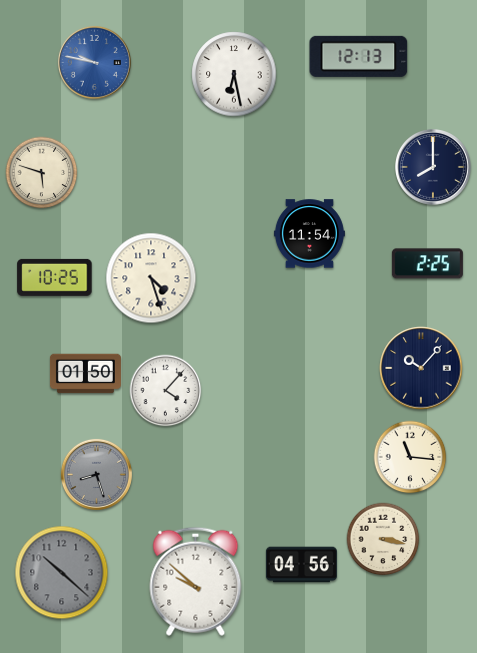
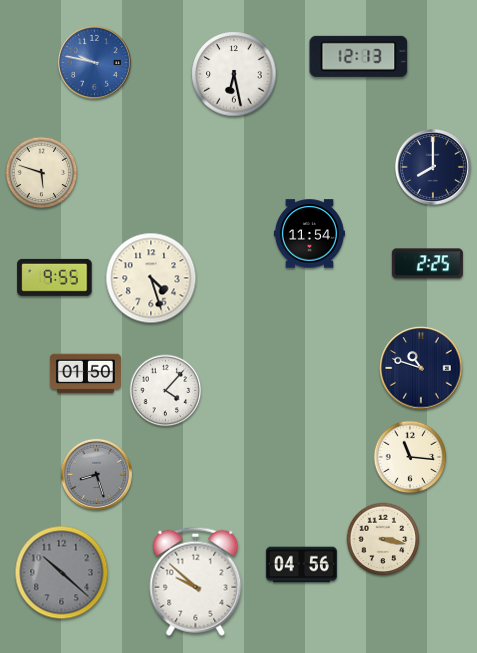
clock at (55, 277): 10:25 -> 9:55
clock at (421, 368): 10:07 -> 10:48
